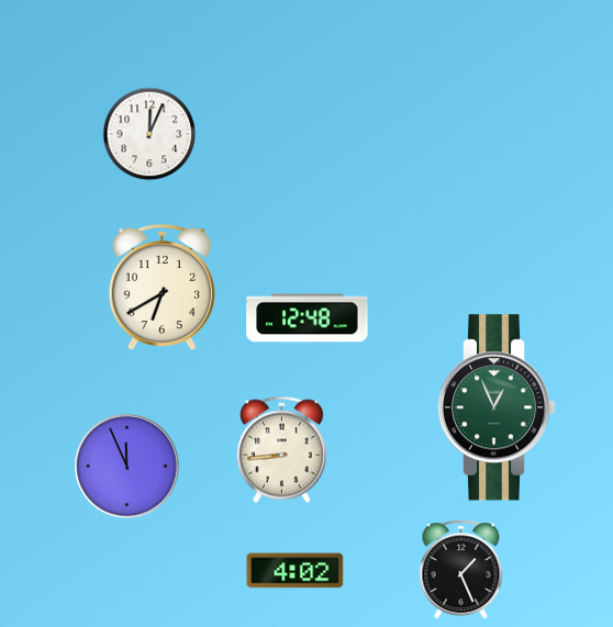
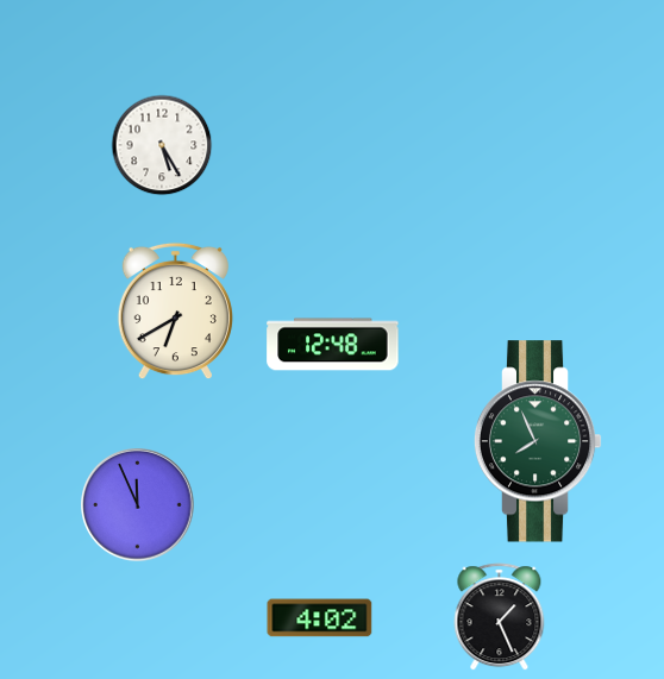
clock at (149, 134): 12:04 -> 5:25
clock at (497, 407): 12:56 -> 7:56
clock at (281, 450): 8:44 -> none
